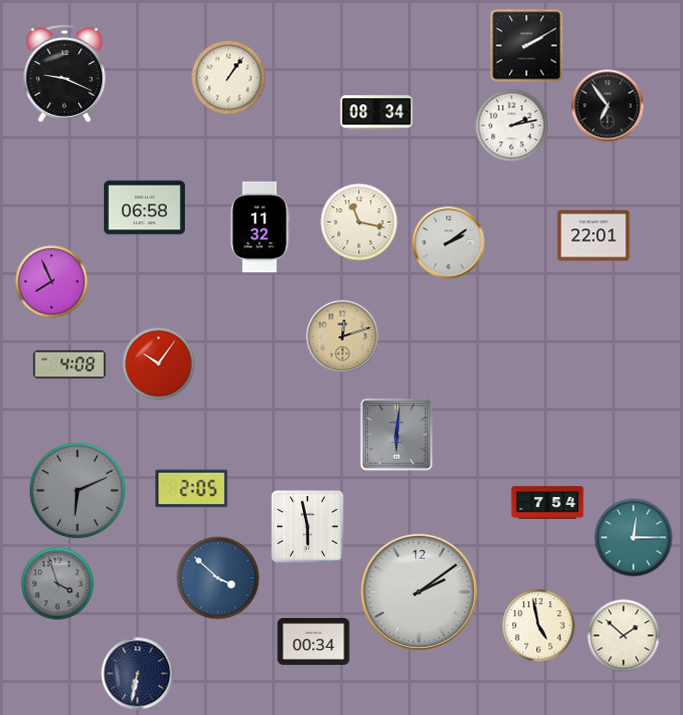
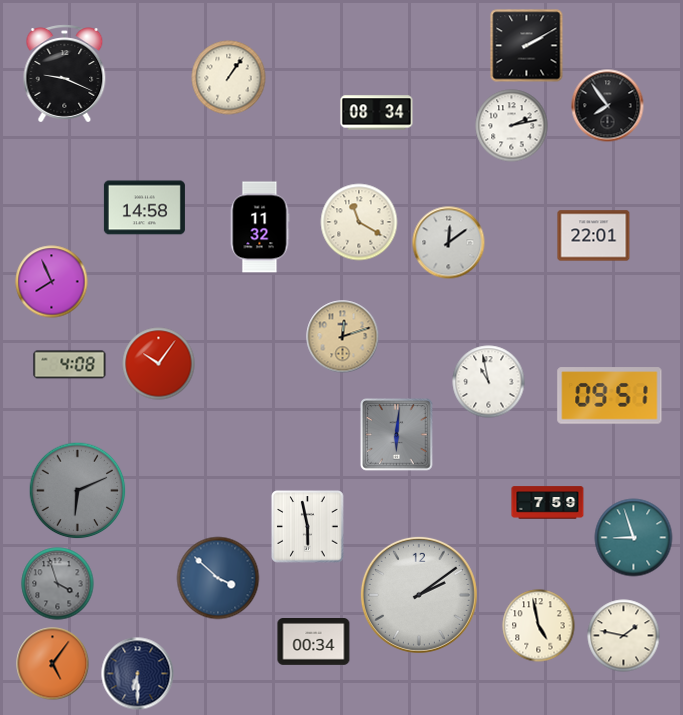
clock at (608, 106): 6:54 -> 7:54
clock at (144, 208): 06:58 -> 14:58
clock at (359, 222): 11:17 -> 11:20
clock at (449, 243): 2:09 -> 12:09
clock at (489, 382): none -> 10:58
clock at (610, 396): none -> 09:51
clock at (192, 489): 2:05 -> none
clock at (548, 503): 7:54 -> 7:59
clock at (634, 538): 12:15 -> 8:57
clock at (419, 592) position: (419, 592) -> (419, 595)
clock at (624, 636): 1:52 -> 1:47
clock at (53, 664): none -> 5:06
clock at (138, 674): 6:32 -> 6:30
